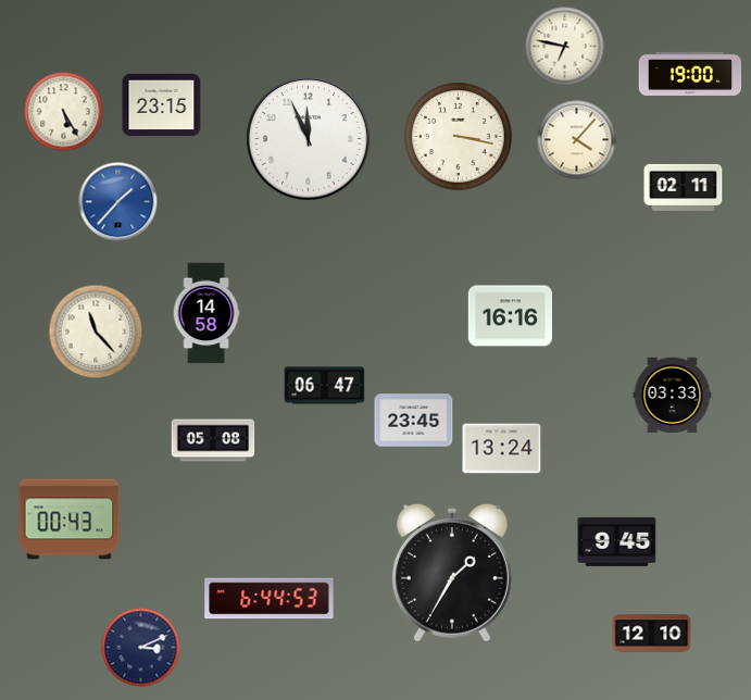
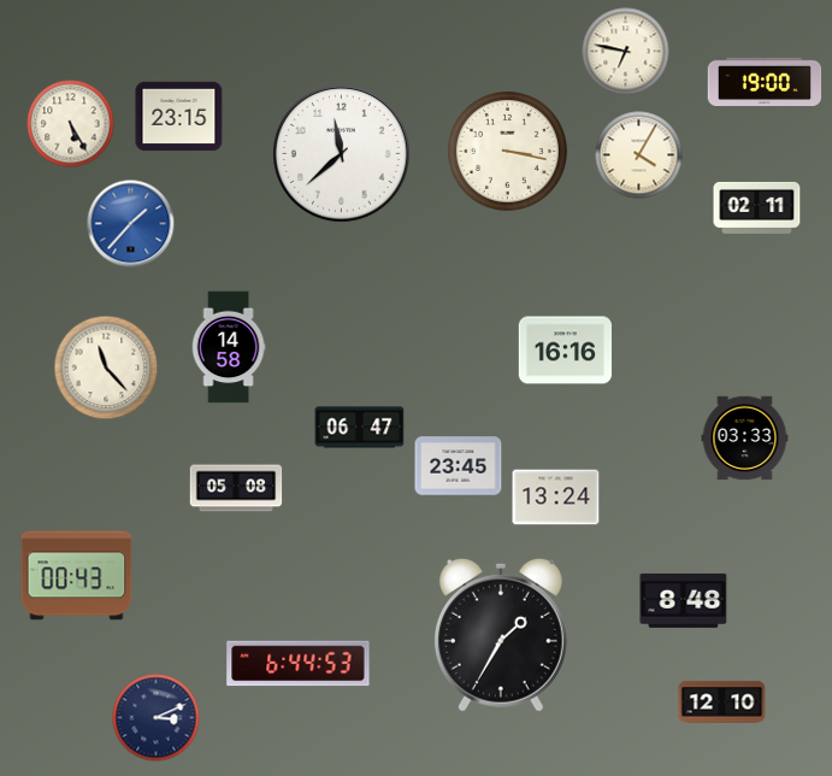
clock at (309, 139): 11:56 -> 11:38
clock at (577, 140): 4:07 -> 4:05
clock at (617, 541): 9:45 -> 8:48
